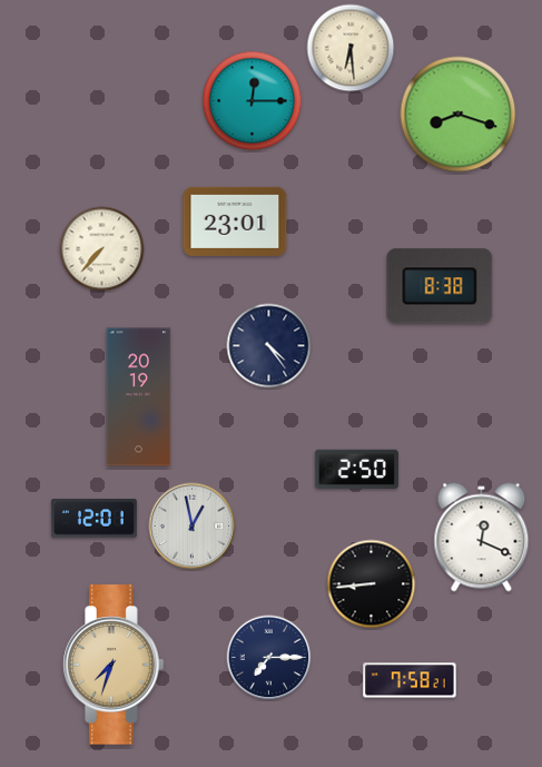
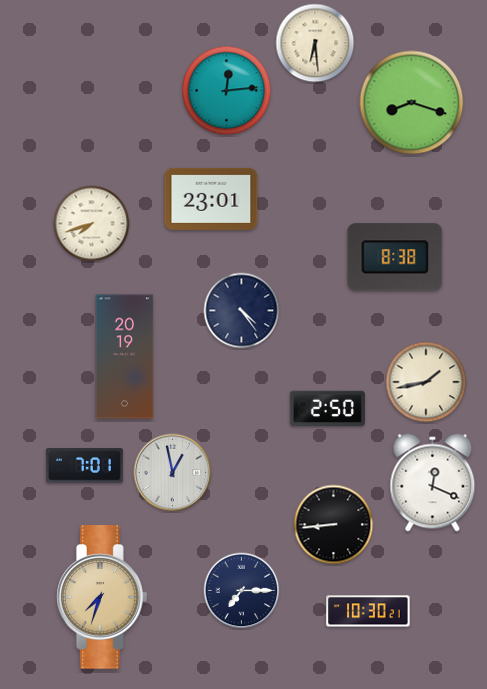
clock at (253, 101): 12:15 -> 12:14
clock at (102, 249): 7:37 -> 7:42
clock at (426, 382): none -> 1:43
clock at (356, 470) position: (356, 470) -> (327, 409)
clock at (93, 519): 12:01 -> 7:01
clock at (410, 680): 7:58 -> 10:30
